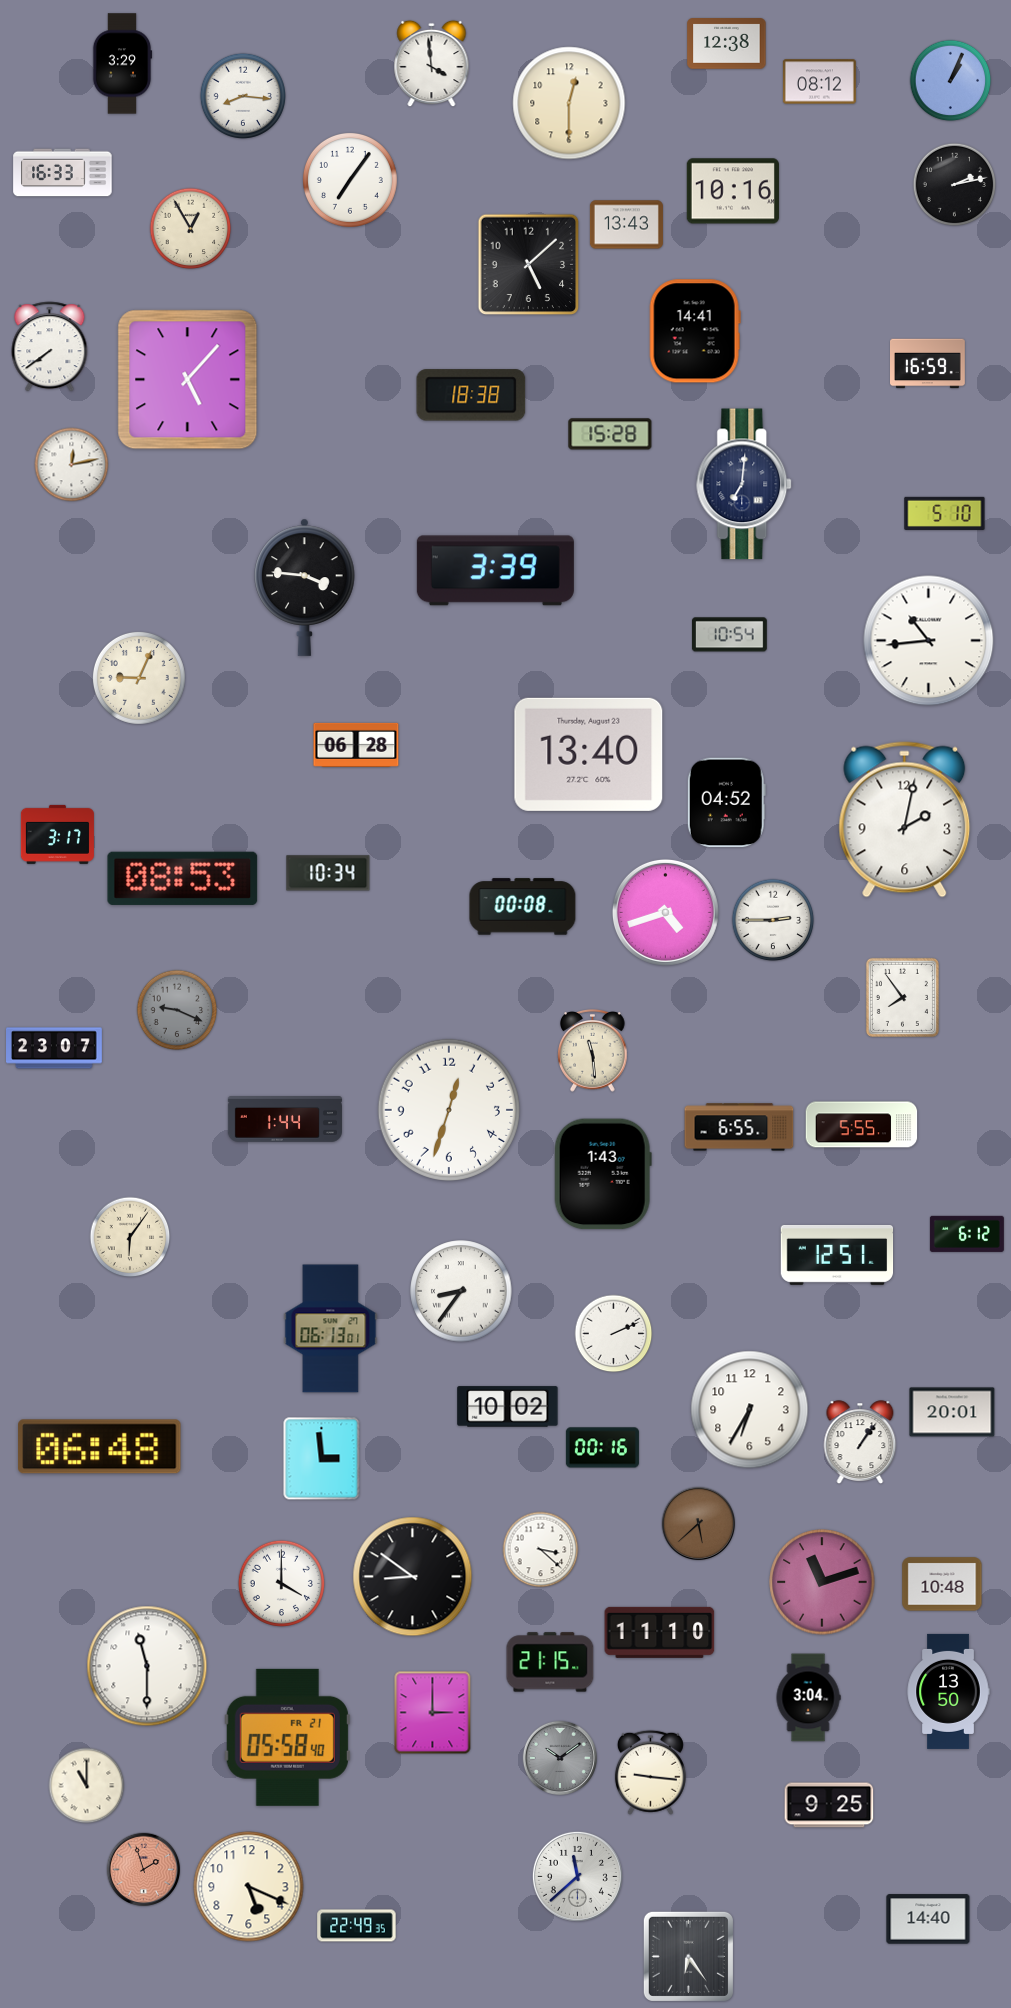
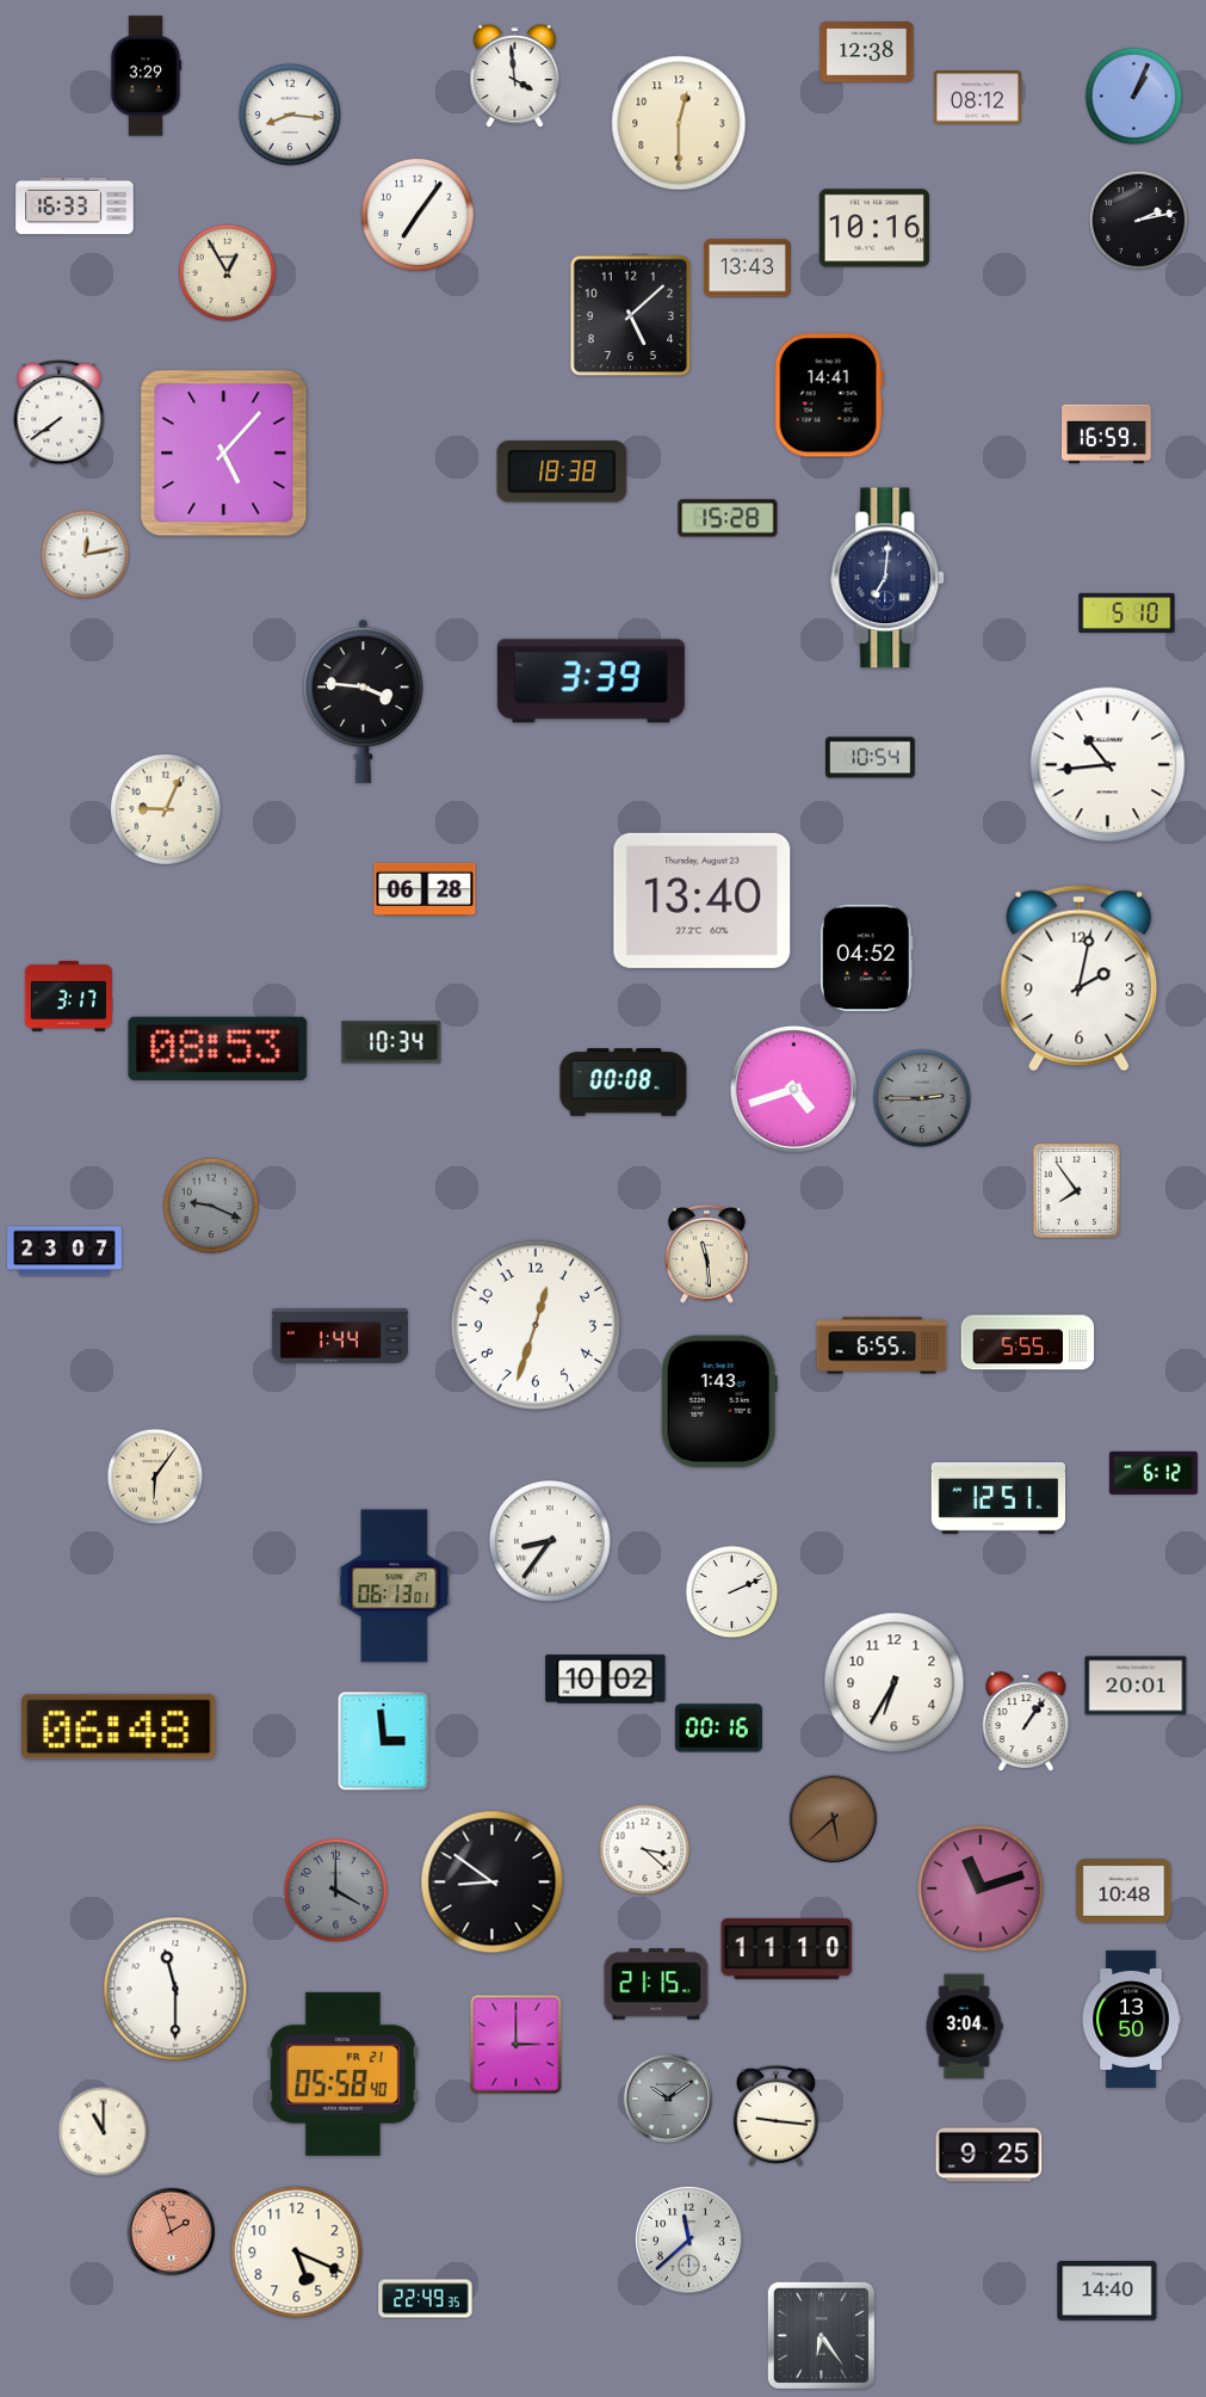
clock at (773, 920) dial: white -> grey
clock at (281, 1583) dial: white -> grey
